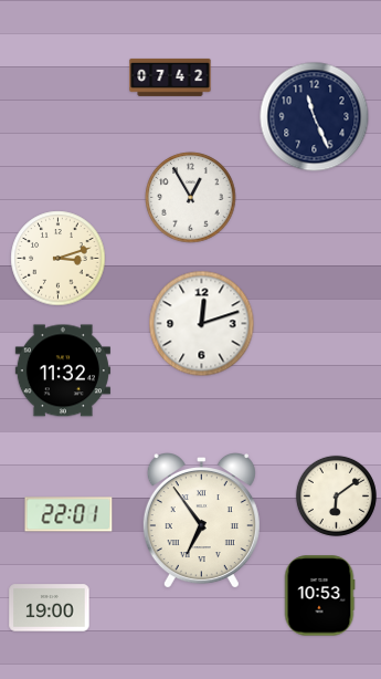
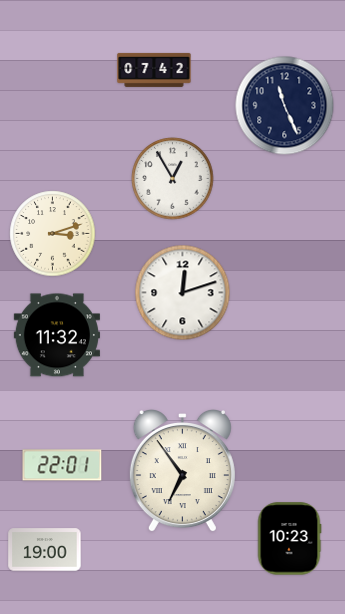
clock at (336, 495): 6:09 -> none
clock at (319, 596): 10:53 -> 10:23
